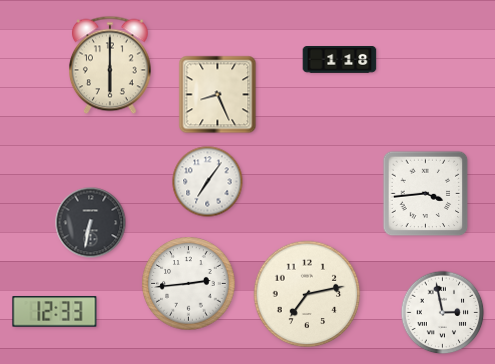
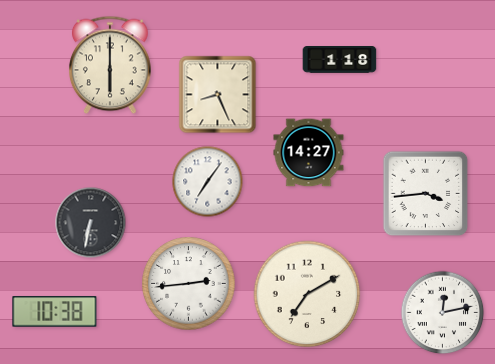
clock at (309, 153): none -> 14:27
clock at (307, 294): 7:13 -> 7:10
clock at (55, 312): 12:33 -> 10:38
clock at (443, 313): 2:58 -> 12:13
